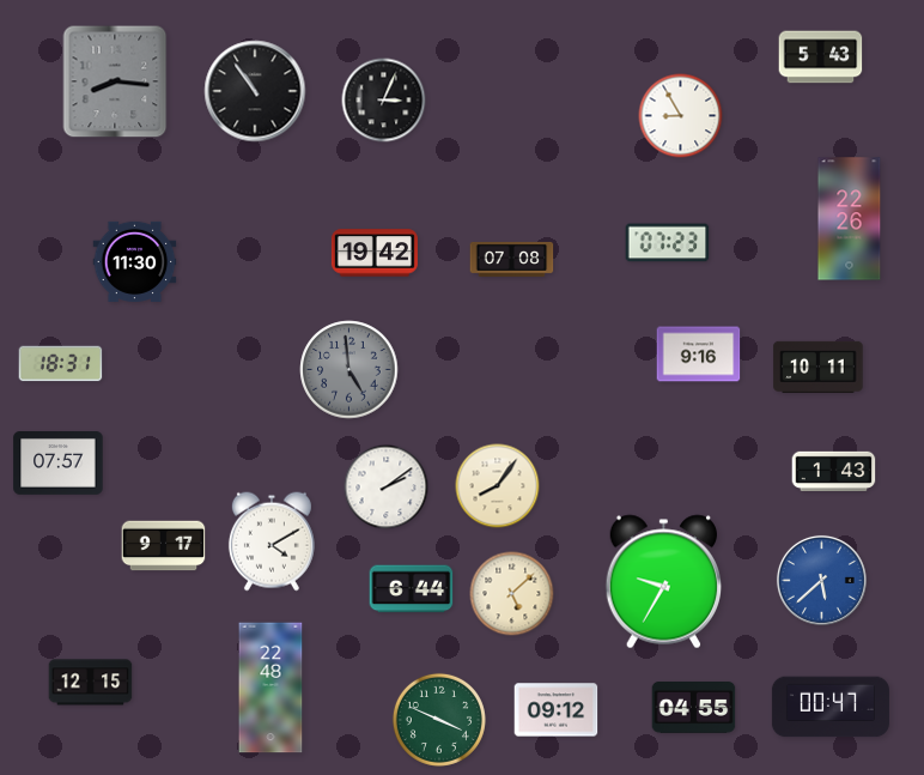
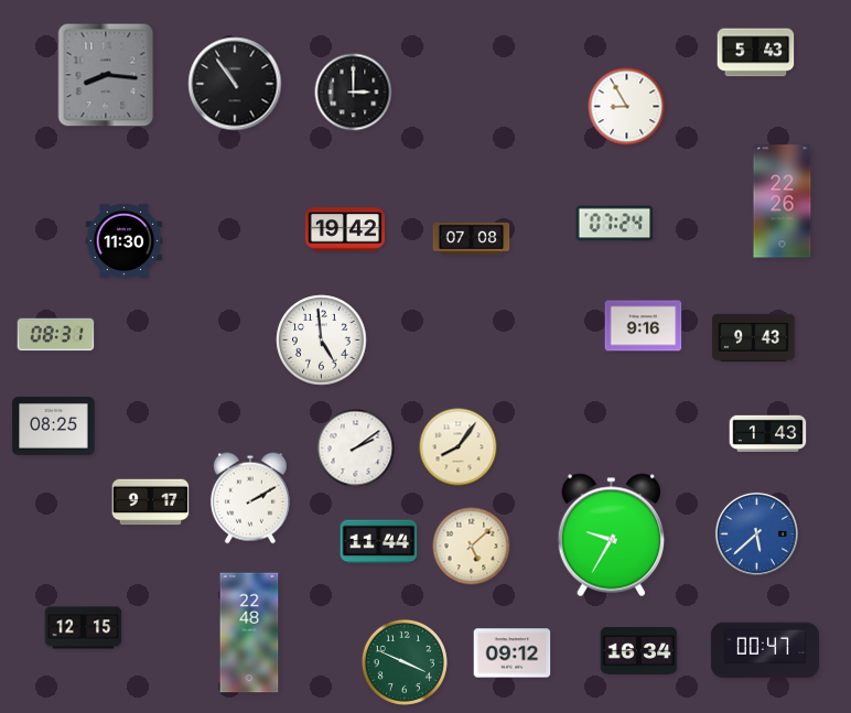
clock at (384, 101): 3:04 -> 3:00
clock at (668, 243): 07:23 -> 07:24
clock at (375, 253) position: (375, 253) -> (345, 229)
clock at (61, 364): 18:31 -> 08:31
clock at (819, 367): 10:11 -> 9:43
clock at (349, 370) dial: grey -> white
clock at (59, 464): 07:57 -> 08:25
clock at (272, 541): 4:10 -> 2:10
clock at (412, 589): 6:44 -> 11:44
clock at (694, 708): 04:55 -> 16:34
